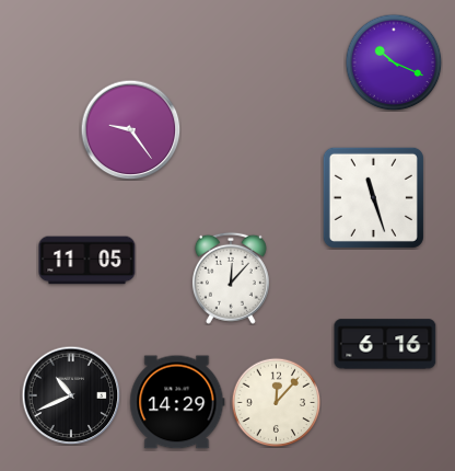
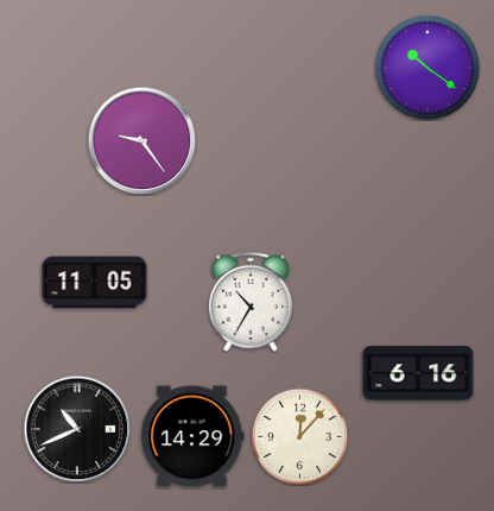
clock at (394, 62): 10:19 -> 10:21
clock at (373, 197): 11:27 -> none
clock at (231, 278): 12:07 -> 10:35
